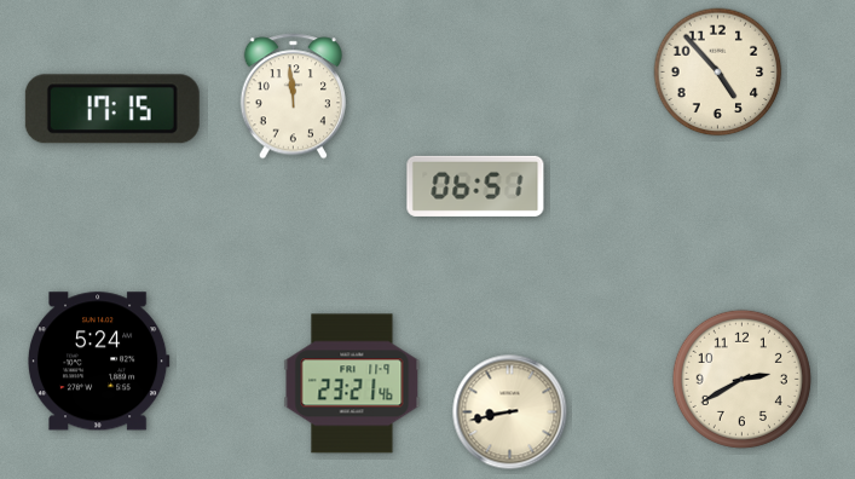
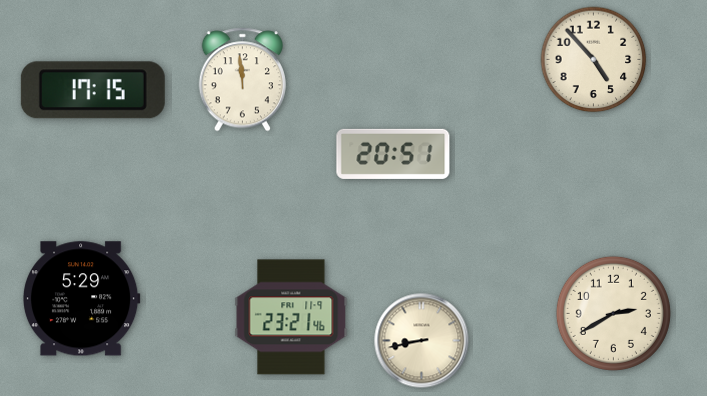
clock at (475, 186): 06:51 -> 20:51
clock at (98, 362): 5:24 -> 5:29
